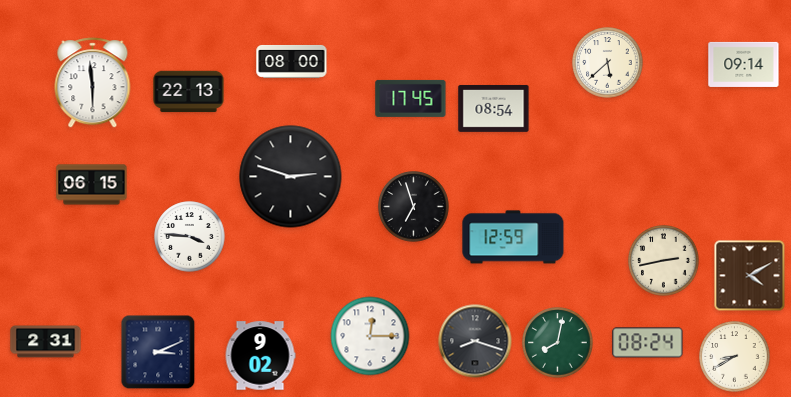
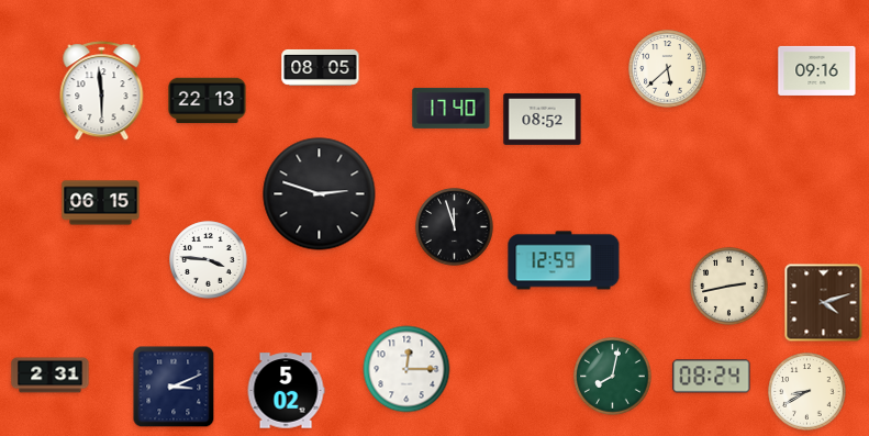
clock at (292, 62): 08:00 -> 08:05
clock at (744, 64): 09:14 -> 09:16
clock at (411, 98): 17:45 -> 17:40
clock at (494, 109): 08:54 -> 08:52
clock at (414, 207): 6:57 -> 11:57
clock at (750, 276): 4:10 -> 4:12
clock at (475, 341): 8:18 -> none
clock at (260, 356): 9:02 -> 5:02
